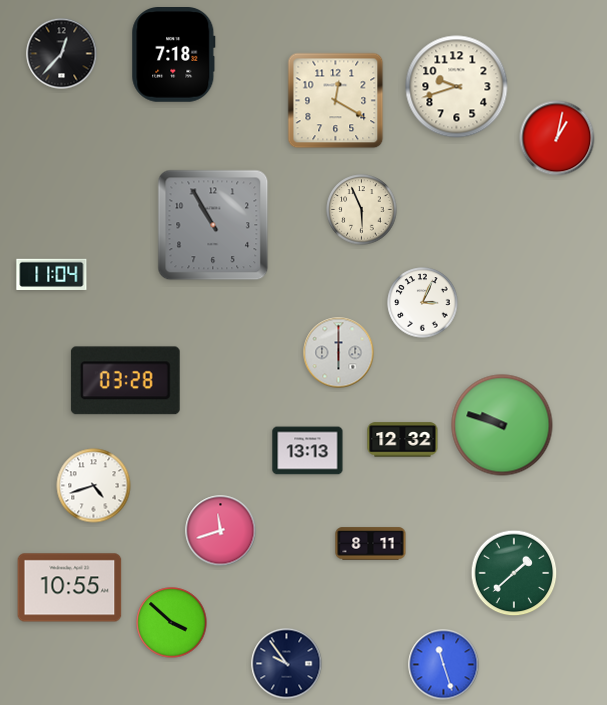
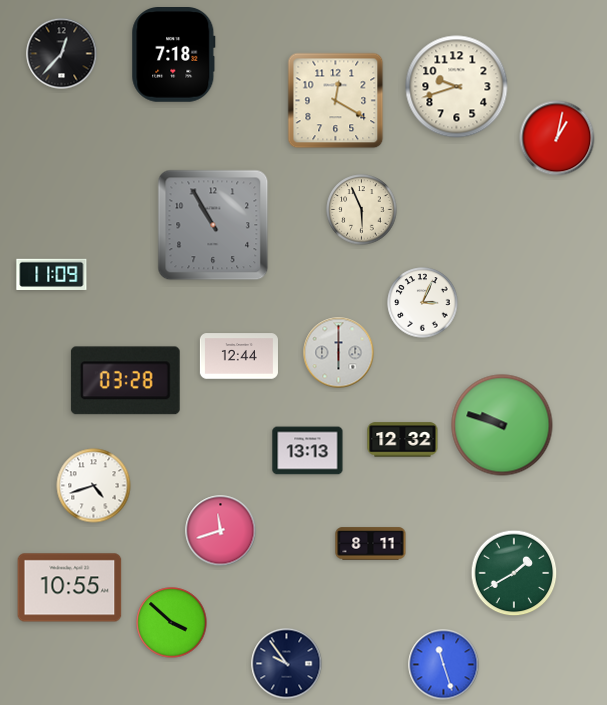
clock at (52, 275): 11:04 -> 11:09
clock at (239, 356): none -> 12:44
clock at (514, 573): 1:38 -> 1:40
